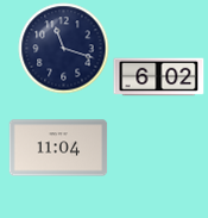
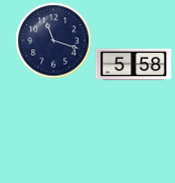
clock at (159, 77): 6:02 -> 5:58
clock at (58, 148): 11:04 -> none
